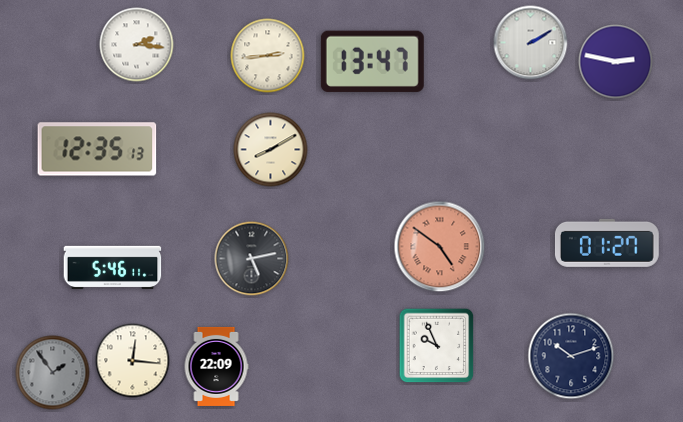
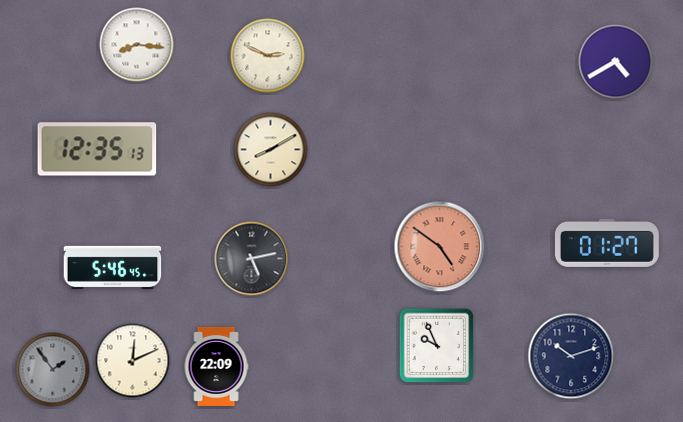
clock at (531, 43): 2:10 -> none
clock at (137, 45): 2:16 -> 8:16
clock at (268, 56): 2:44 -> 2:49
clock at (372, 61): 13:47 -> none
clock at (616, 62): 2:47 -> 4:40
clock at (113, 267): 5:46:11 -> 5:46:45
clock at (133, 361): 12:16 -> 12:11
clock at (53, 373) position: (53, 373) -> (53, 370)
